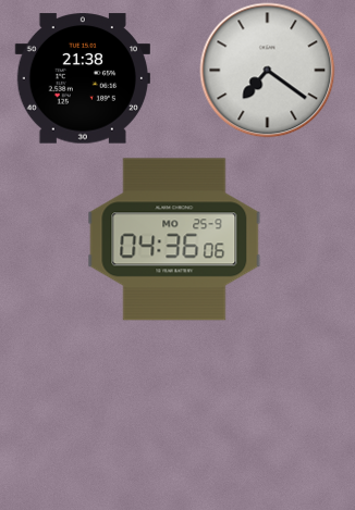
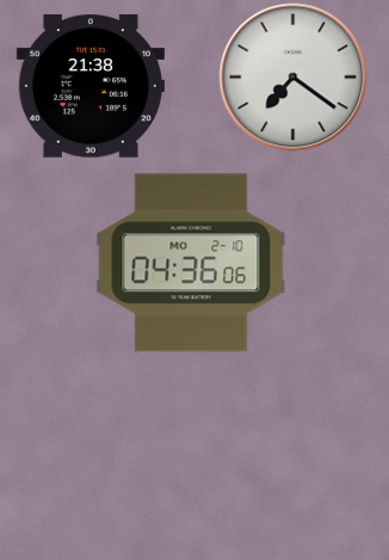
clock at (174, 239) date: MO 25-9 -> MO 2-10
